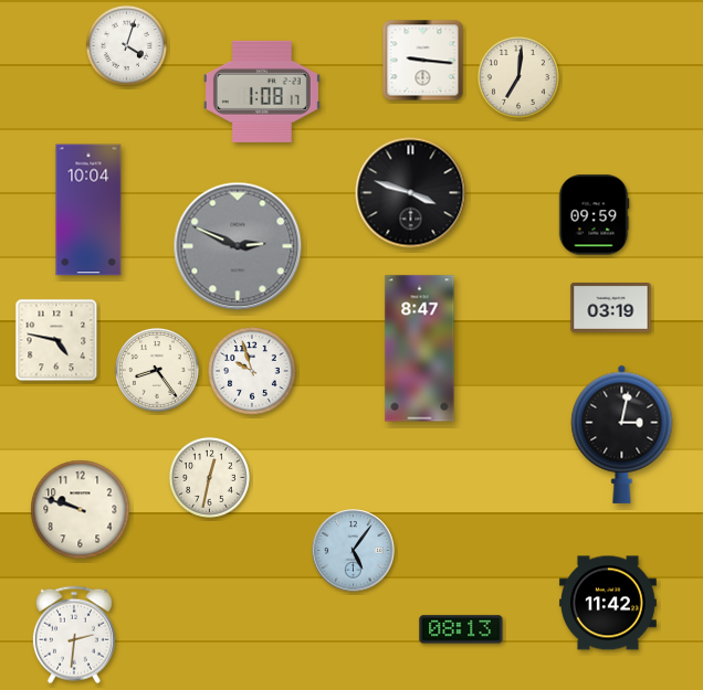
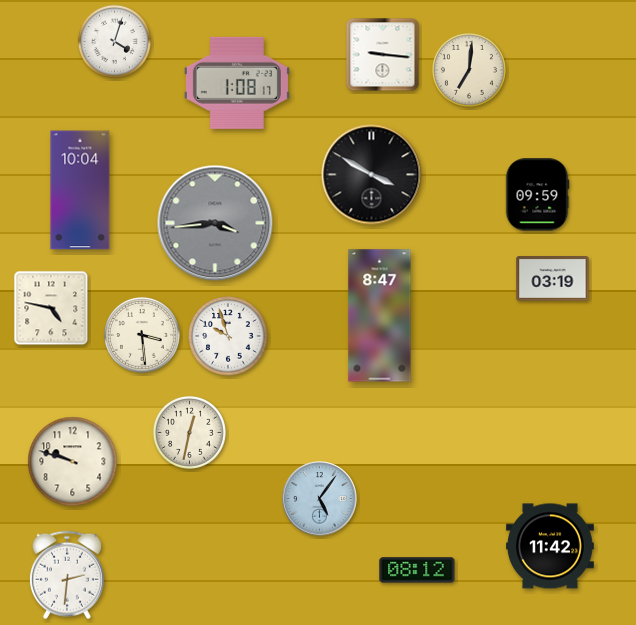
clock at (411, 193): 3:48 -> 3:50
clock at (238, 246): 2:49 -> 3:44
clock at (157, 370): 8:24 -> 3:29
clock at (622, 434): 3:02 -> none
clock at (461, 629): 08:13 -> 08:12
